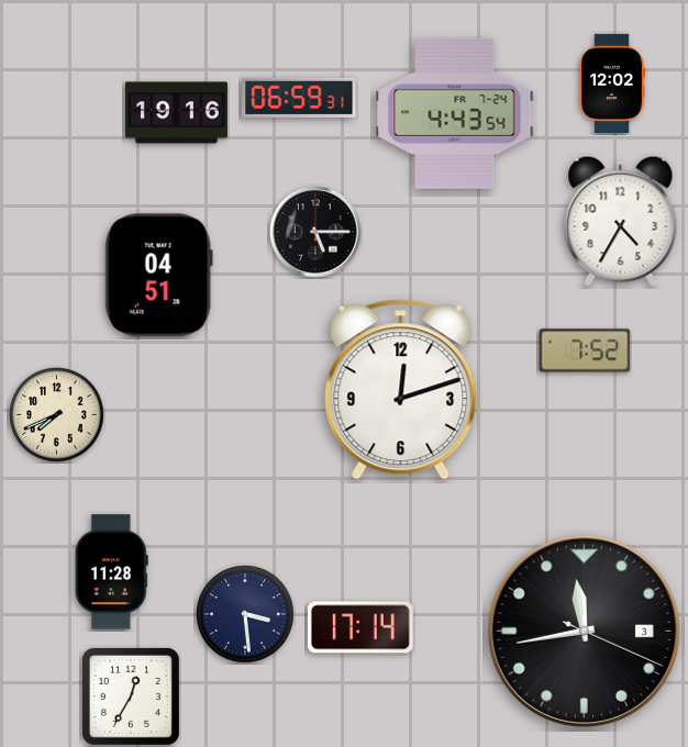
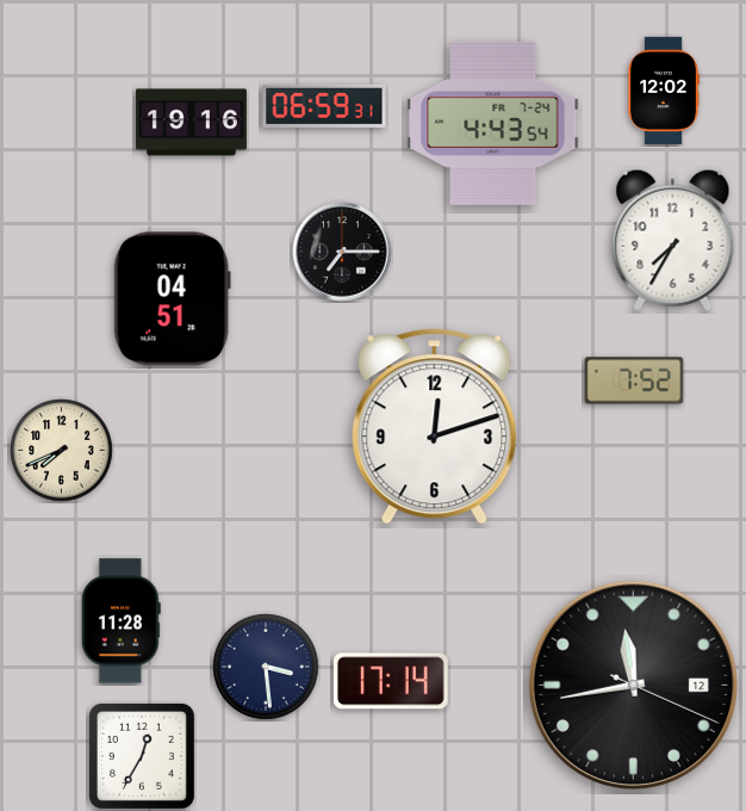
clock at (621, 221): 4:35 -> 7:35
clock at (315, 232): 5:15 -> 7:15
clock at (401, 390) position: (401, 390) -> (435, 427)
clock at (584, 631) date: 3 -> 12
